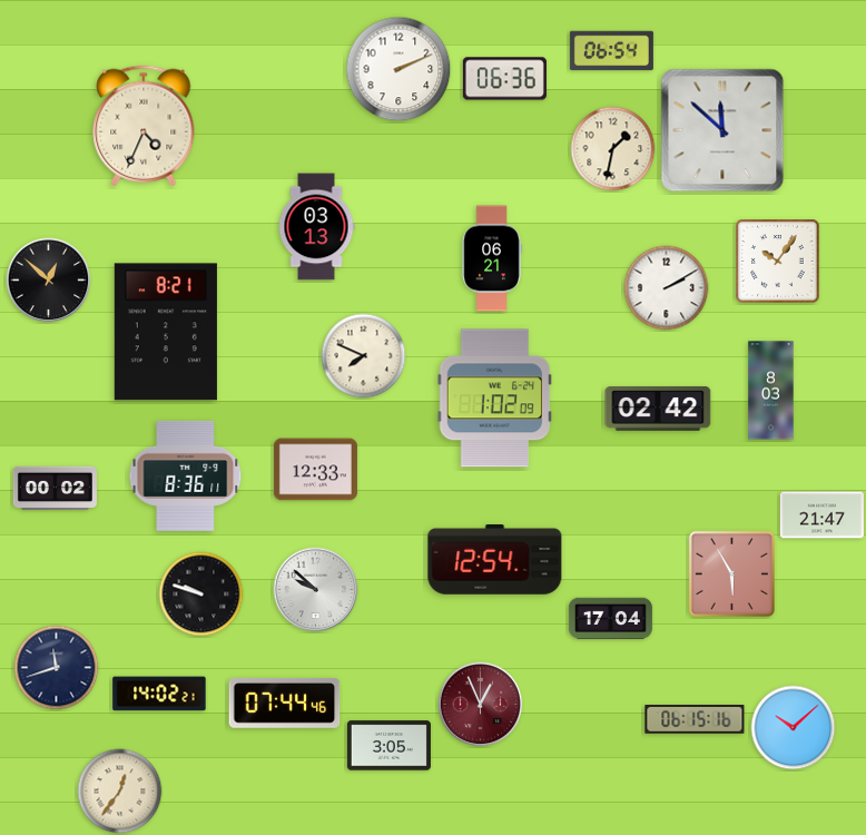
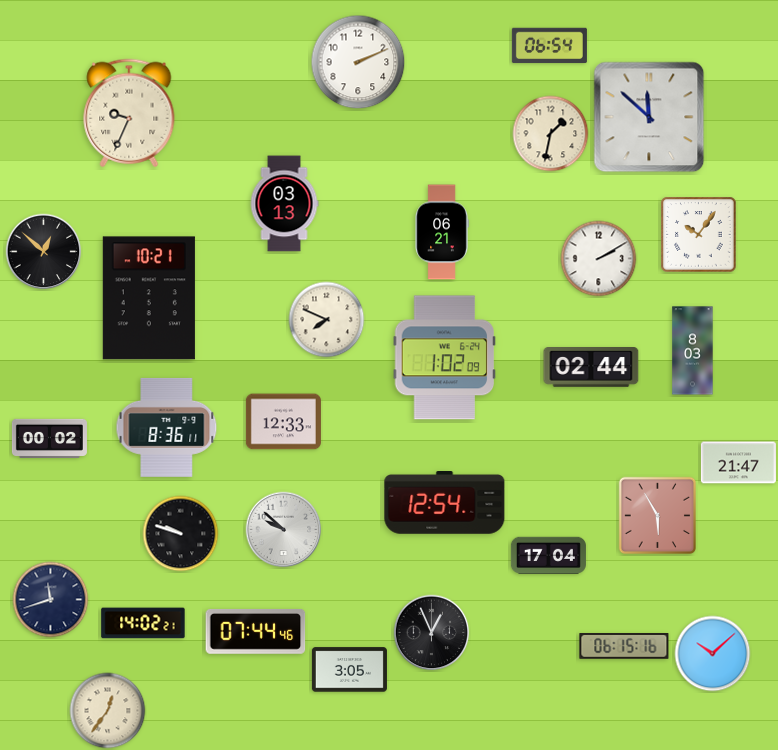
clock at (504, 79): 06:36 -> none
clock at (144, 126): 4:34 -> 9:34
clock at (166, 332): 8:21 -> 10:21
clock at (658, 410): 02:42 -> 02:44
clock at (481, 705) dial: burgundy -> black
